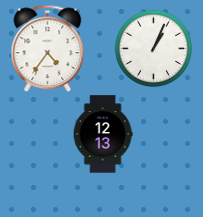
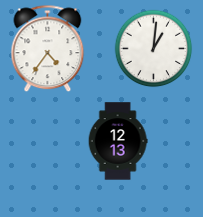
clock at (153, 48): 1:04 -> 1:01
clock at (103, 134) position: (103, 134) -> (118, 141)
